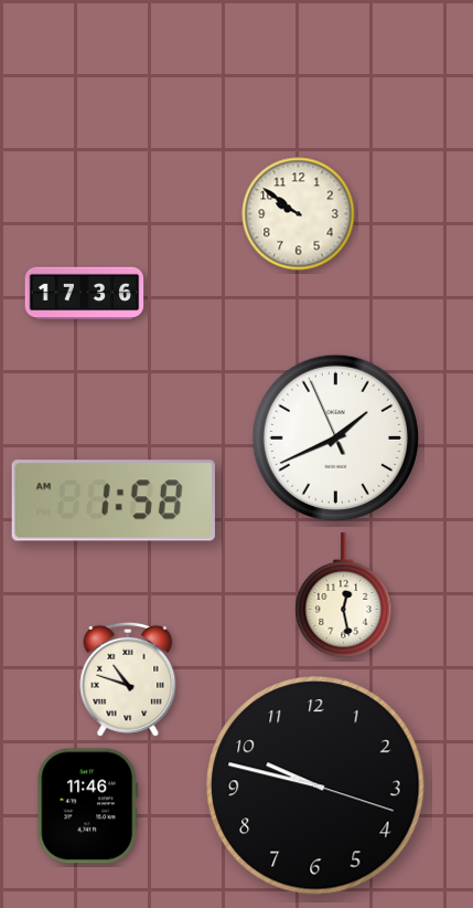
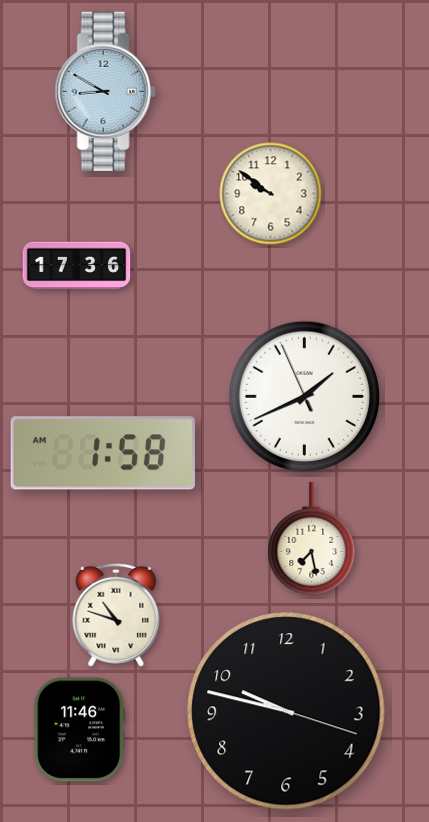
clock at (105, 91): none -> 8:50
clock at (344, 594): 12:28 -> 7:28
